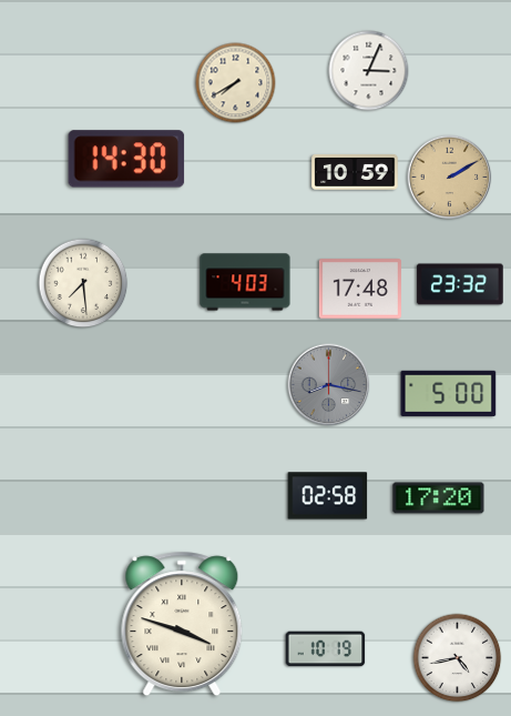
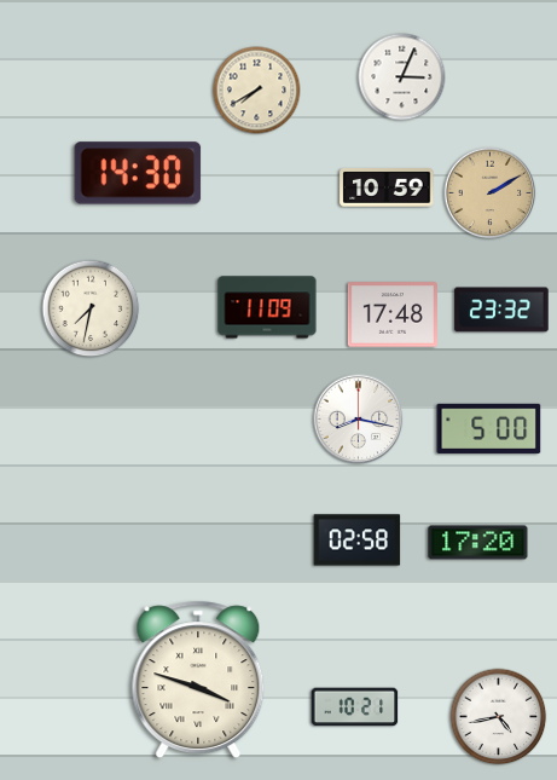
clock at (245, 282): 4:03 -> 11:09
clock at (83, 283): 7:29 -> 7:32
clock at (329, 385) dial: grey -> white
clock at (326, 649): 10:19 -> 10:21
